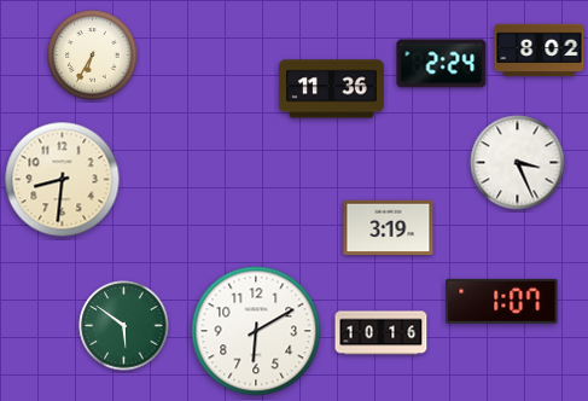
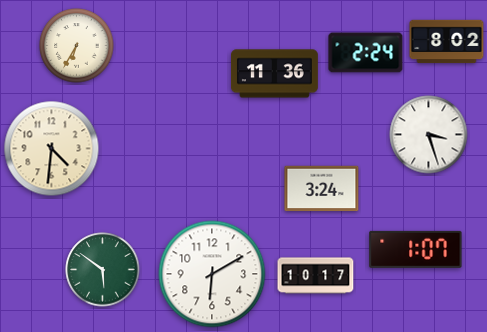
clock at (518, 163): 3:26 -> 3:27
clock at (63, 180): 8:31 -> 4:31
clock at (389, 228): 3:19 -> 3:24
clock at (382, 333): 10:16 -> 10:17
